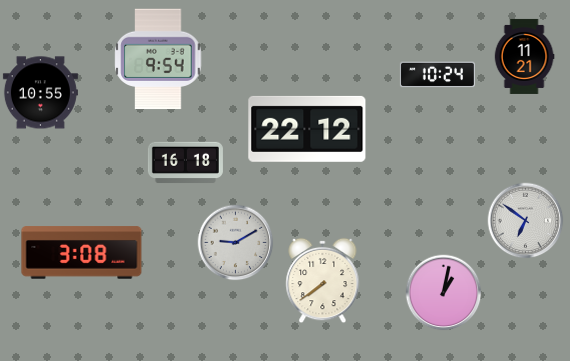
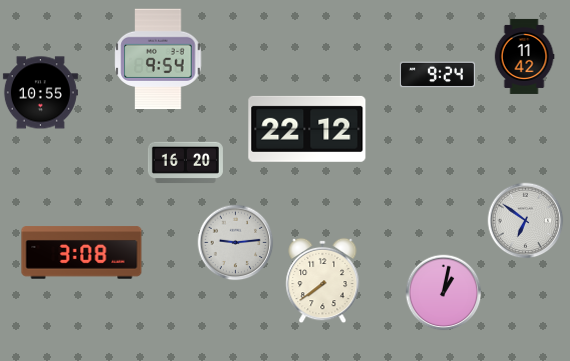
clock at (524, 56): 11:21 -> 11:42
clock at (437, 75): 10:24 -> 9:24
clock at (185, 163): 16:18 -> 16:20
clock at (236, 243): 9:10 -> 9:14
